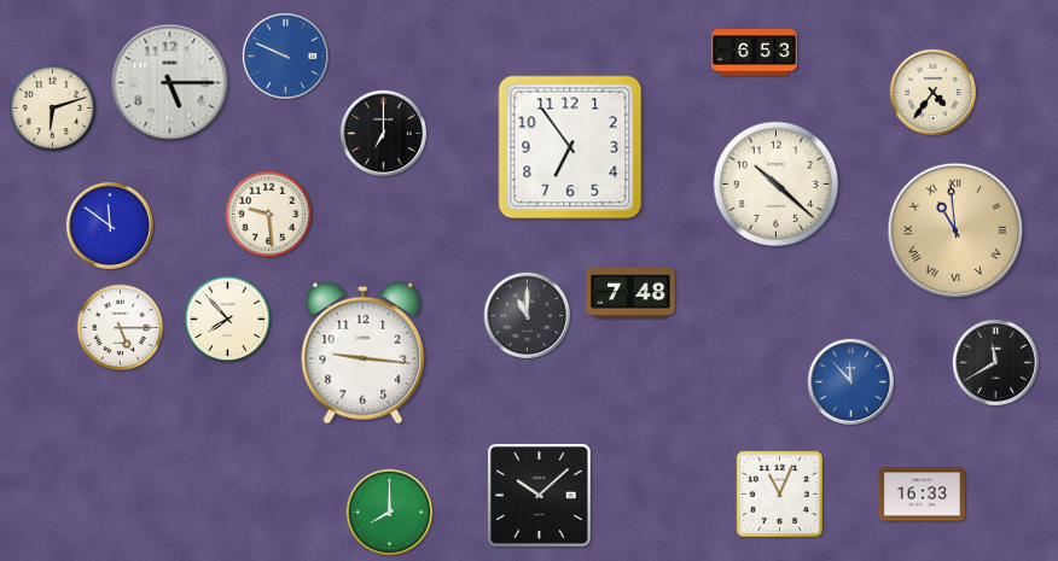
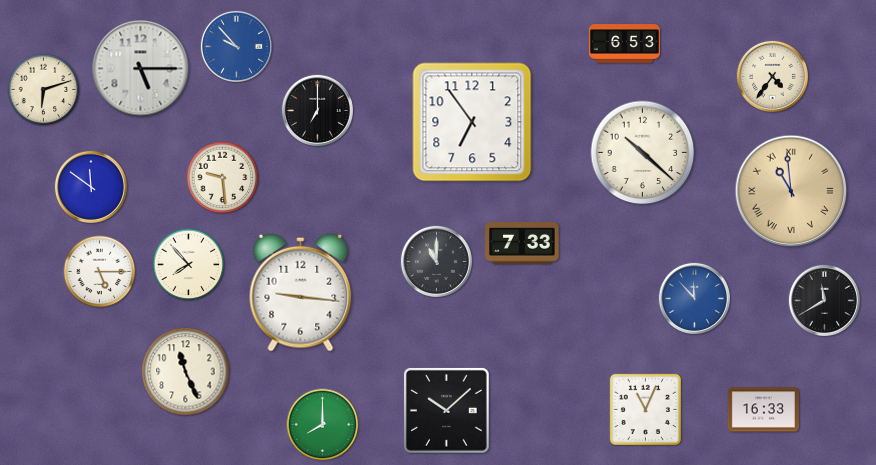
clock at (285, 55): 9:49 -> 9:53
clock at (630, 294): 7:48 -> 7:33
clock at (850, 381) position: (850, 381) -> (694, 298)
clock at (186, 372): none -> 11:26
